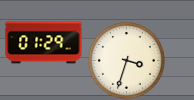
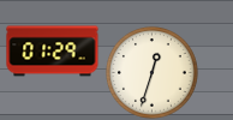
clock at (126, 60): 3:33 -> 12:33
